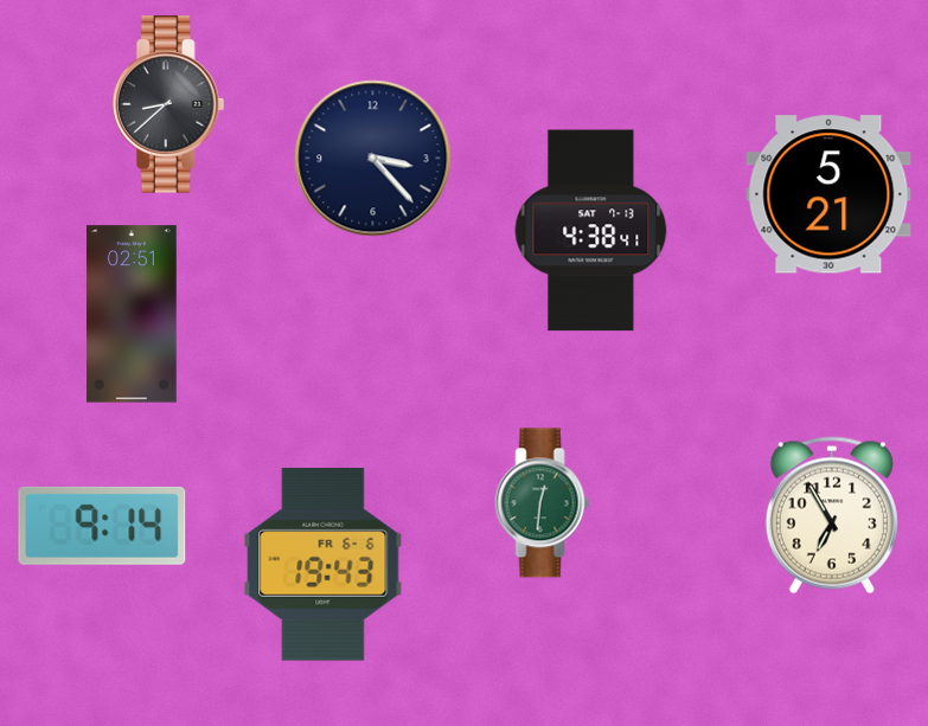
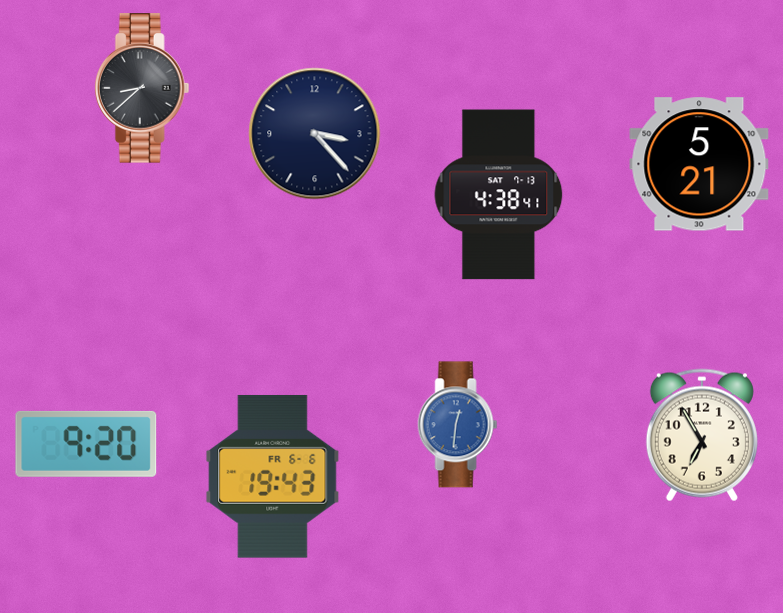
clock at (133, 314): 02:51 -> none
clock at (543, 503) dial: green -> blue
clock at (102, 526): 9:14 -> 9:20
